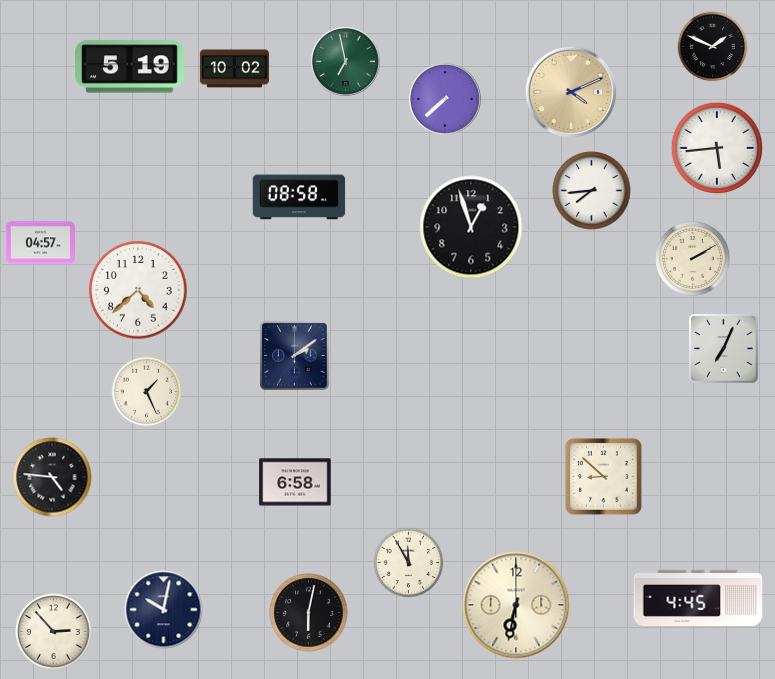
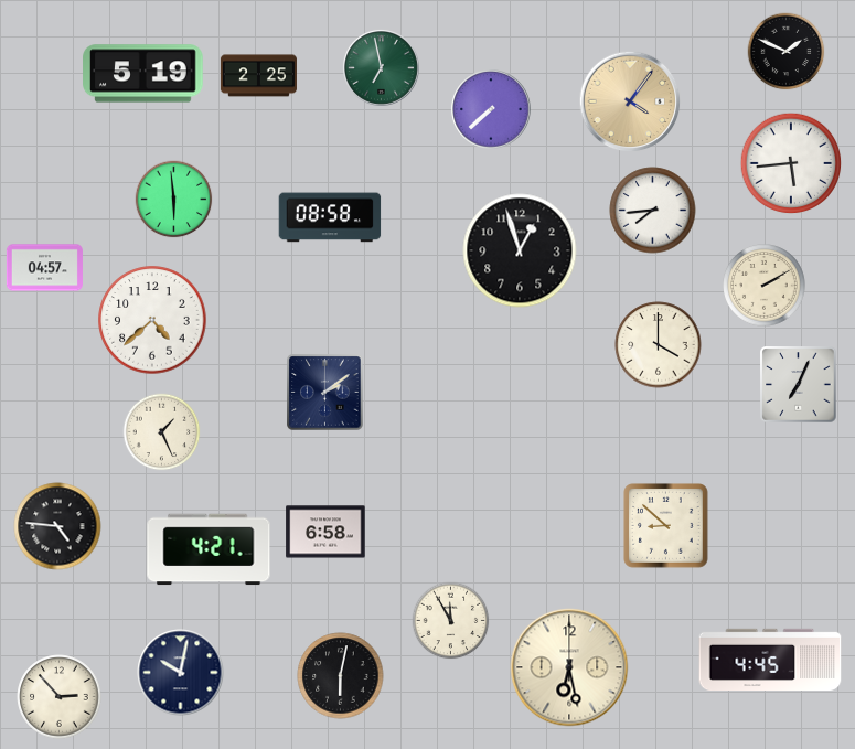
clock at (234, 69): 10:02 -> 2:25
clock at (571, 92): 4:11 -> 4:06
clock at (174, 200): none -> 5:59
clock at (659, 345): none -> 4:00
clock at (209, 549): none -> 4:21
clock at (516, 605): 6:32 -> 6:28
